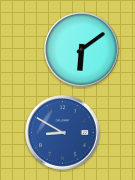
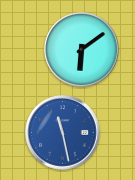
clock at (63, 133): 8:50 -> 11:28
